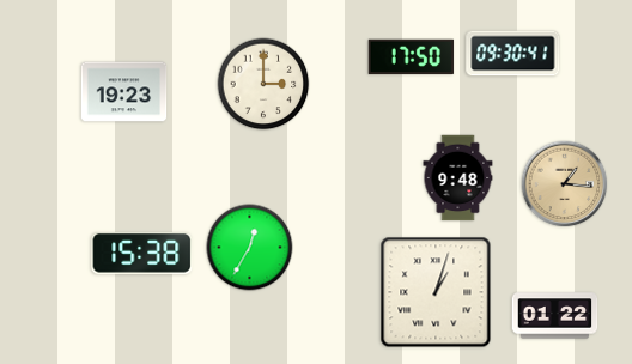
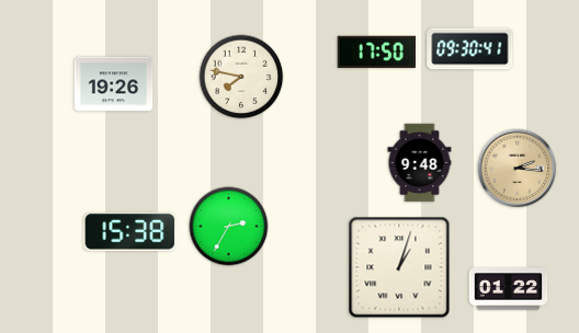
clock at (263, 84): 3:00 -> 7:47
clock at (124, 92): 19:23 -> 19:26
clock at (565, 184): 1:16 -> 2:16
clock at (250, 248): 12:35 -> 2:35
